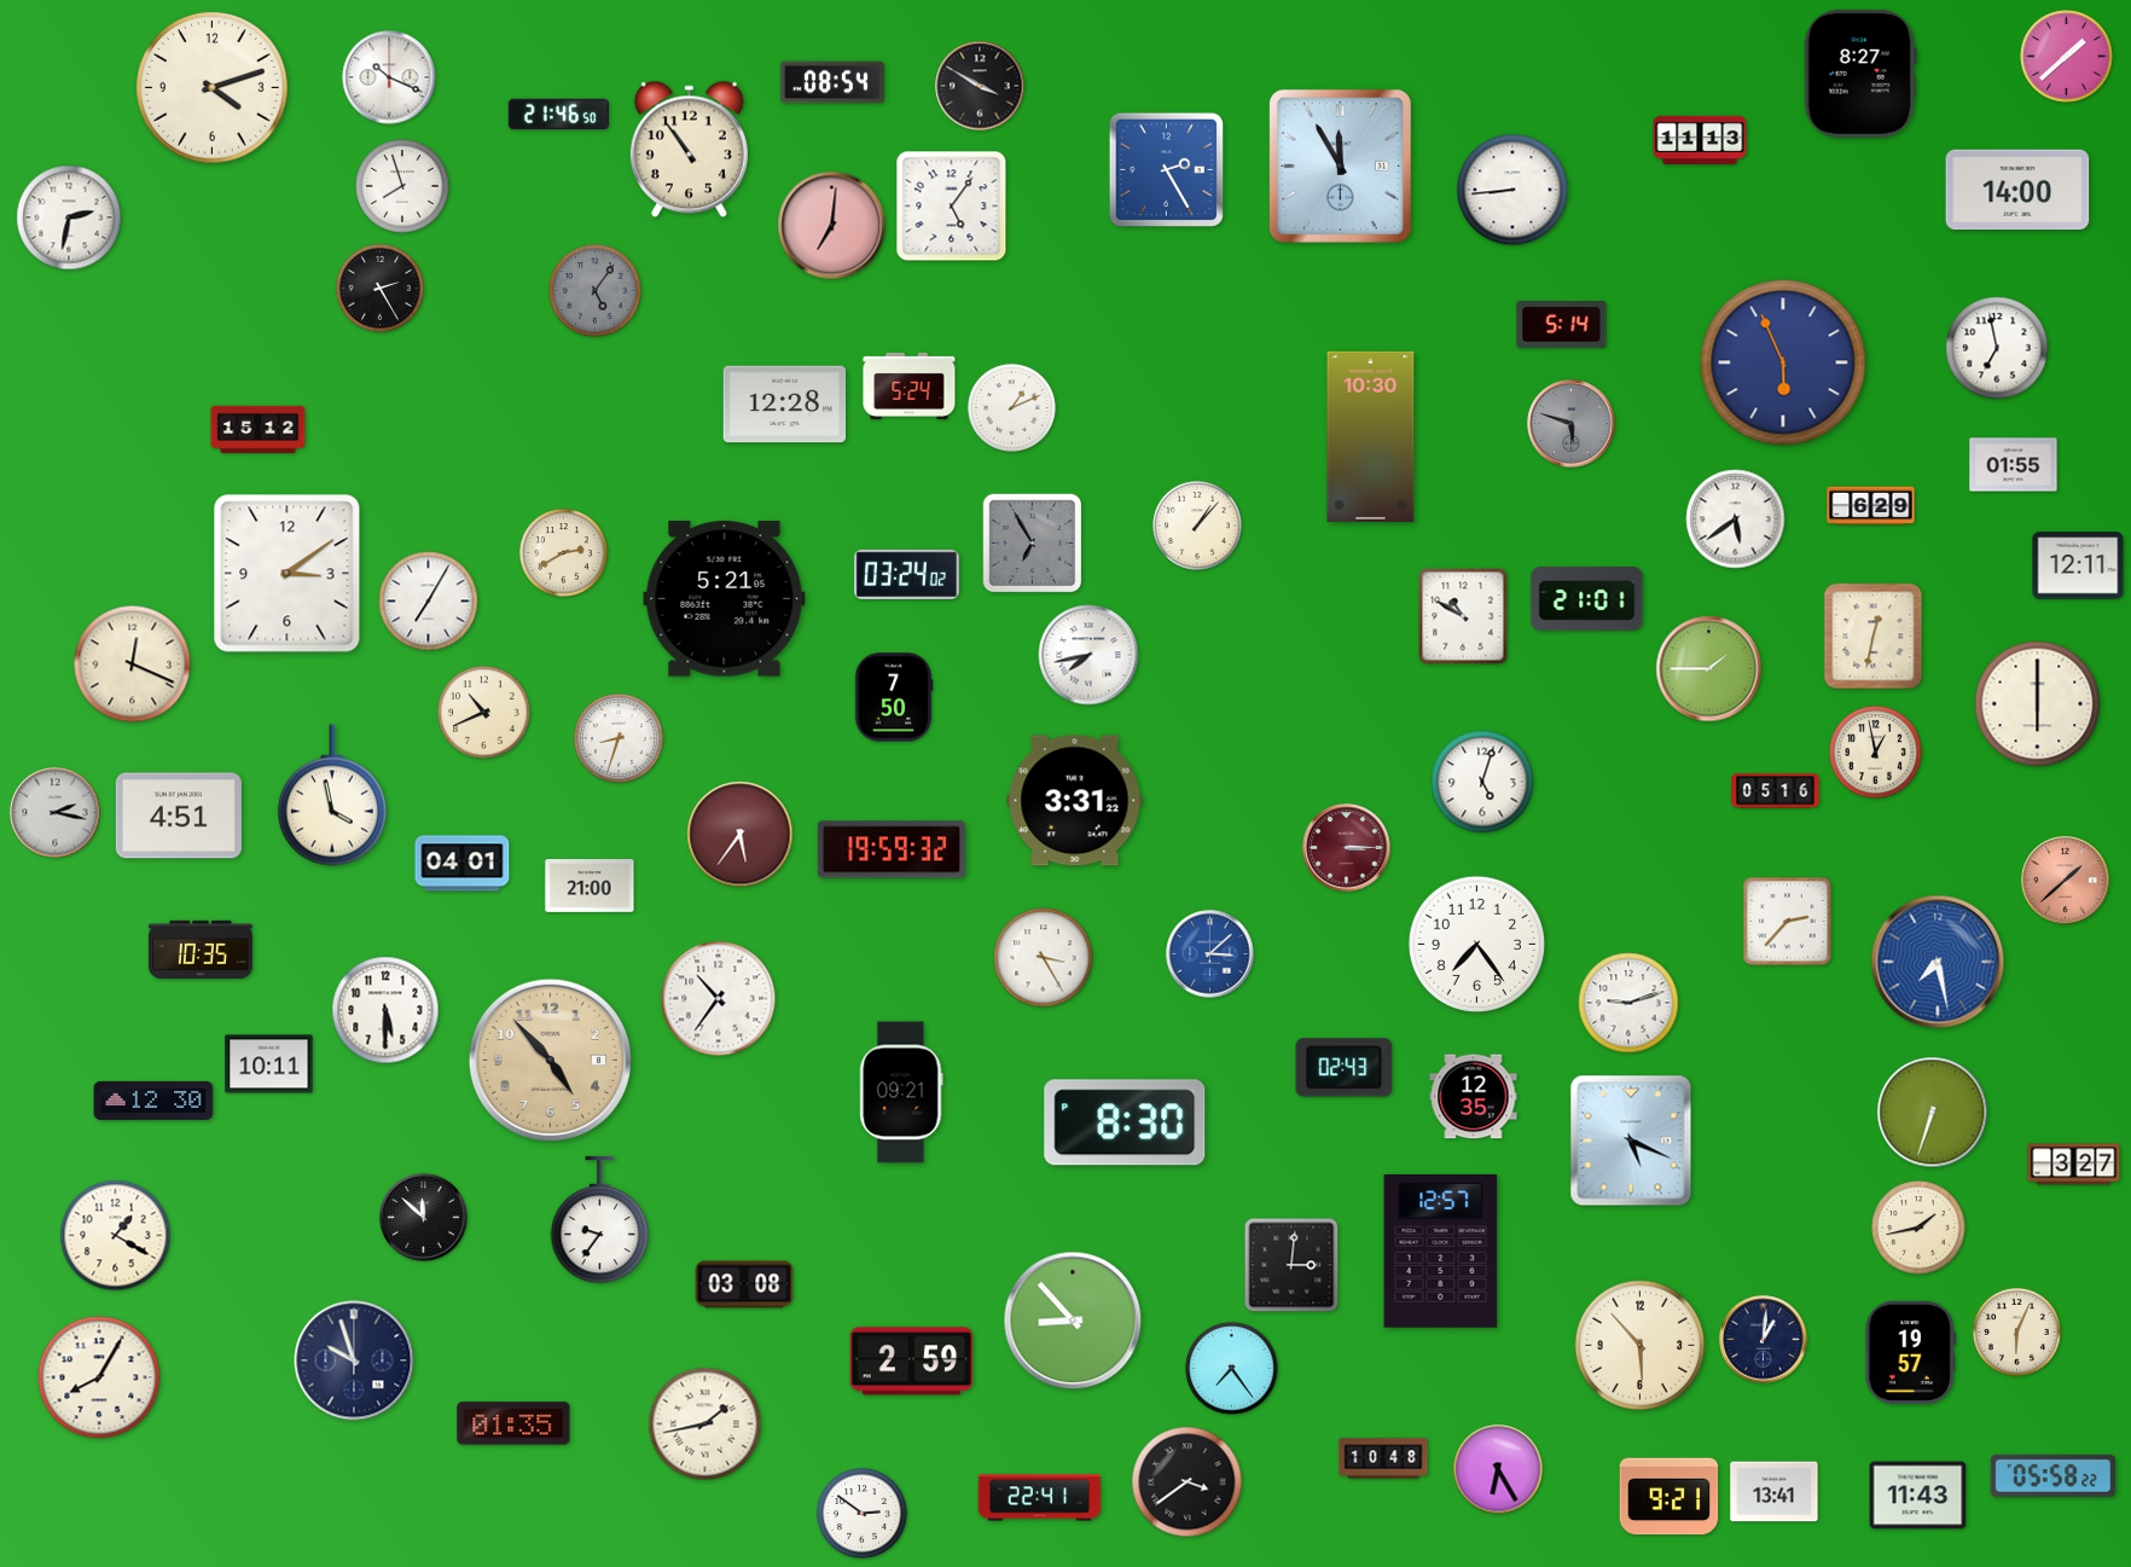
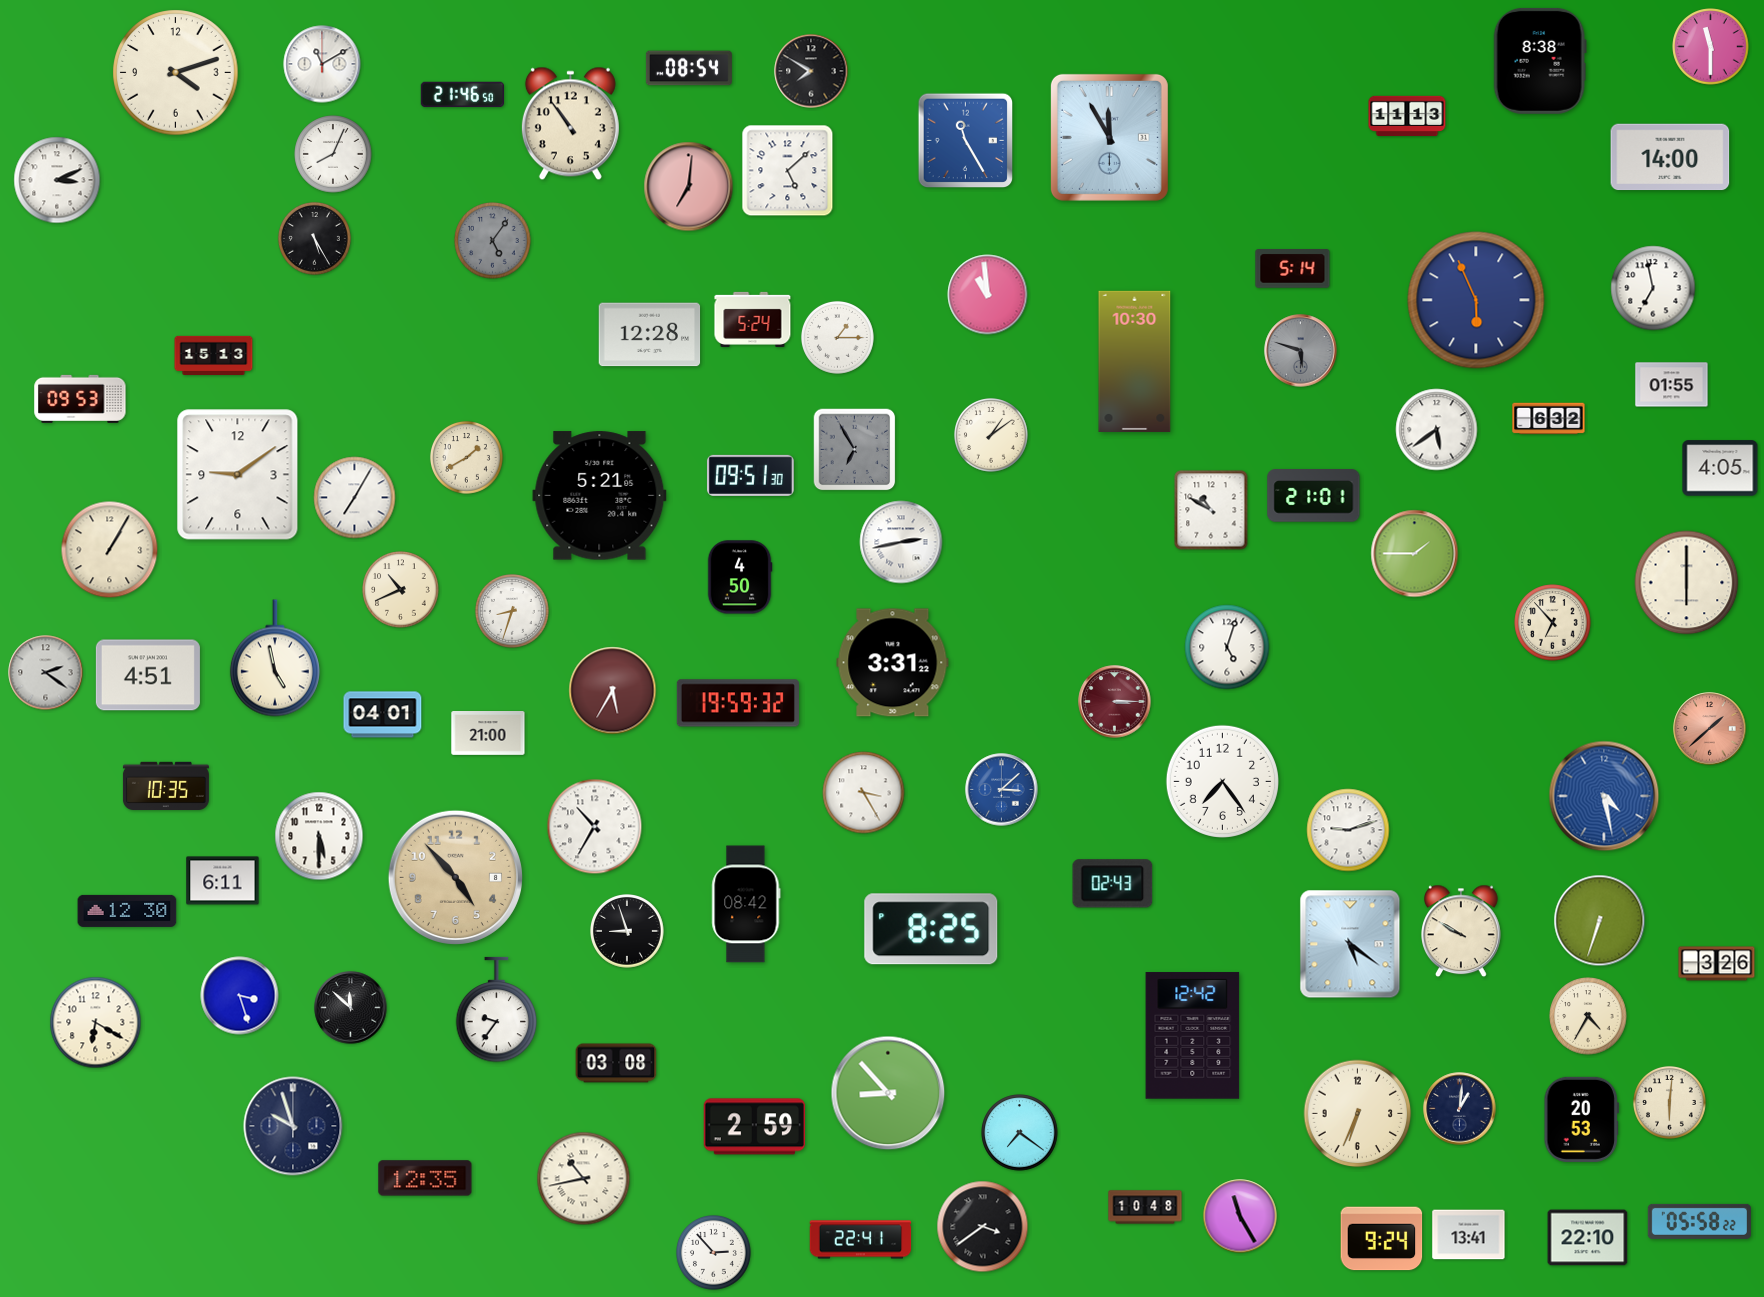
clock at (2067, 57): 1:38 -> 11:30
clock at (1860, 74): 8:27 -> 8:38
clock at (389, 77): 10:19 -> 11:10
clock at (980, 86): 3:50 -> 7:50
clock at (1167, 170): 2:25 -> 11:25
clock at (402, 186): 7:57 -> 8:04
clock at (1512, 190): 8:44 -> none
clock at (952, 207): 5:06 -> 5:08
clock at (69, 217): 2:32 -> 3:11
clock at (379, 288): 2:25 -> 5:25
clock at (988, 295): none -> 10:59
clock at (1011, 407): 1:11 -> 1:15
clock at (259, 429): 15:12 -> 15:13
clock at (2014, 465) position: (2014, 465) -> (1672, 385)
clock at (80, 399): none -> 09:53
clock at (1871, 506): 6:29 -> 6:32
clock at (1198, 527): 1:07 -> 1:09
clock at (563, 552): 2:40 -> 1:40
clock at (2078, 565): 12:11 -> 4:05
clock at (288, 574): 3:09 -> 9:09
clock at (906, 574): 03:24 -> 09:51
clock at (1874, 637): 12:32 -> none
clock at (1088, 655): 7:43 -> 2:43
clock at (133, 664): 12:19 -> 1:05
clock at (894, 697): 7:50 -> 4:50
clock at (1876, 753): 12:58 -> 6:53
clock at (1776, 791): 05:16 -> none
clock at (332, 795): 3:58 -> 4:58
clock at (1075, 801) position: (1075, 801) -> (893, 663)
clock at (56, 813): 2:17 -> 2:21
clock at (741, 835): 5:36 -> 5:35
clock at (1788, 922): 2:37 -> none
clock at (1938, 962): 7:28 -> 4:28
clock at (719, 999): 10:36 -> 10:35
clock at (269, 1064): 10:11 -> 6:11
clock at (901, 1092): 09:21 -> 08:42
clock at (1474, 1097): 12:35 -> none
clock at (1125, 1122): 8:30 -> 8:25
clock at (1462, 931): none -> 9:50
clock at (628, 932): none -> 8:57
clock at (1631, 1141): 5:19 -> 5:21
clock at (2074, 1165): 3:27 -> 3:26
clock at (240, 996): none -> 3:27
clock at (1918, 1228): 1:43 -> 4:35
clock at (116, 1236): 1:20 -> 6:20
clock at (1441, 1252): 12:57 -> 12:42
clock at (1291, 1265): 3:01 -> none
clock at (2016, 1331): 6:04 -> 6:01
clock at (1641, 1346): 5:53 -> 6:34
clock at (1910, 1352): 19:57 -> 20:53
clock at (1232, 1369): 7:24 -> 7:21
clock at (99, 1377): 8:05 -> none
clock at (513, 1423): 01:35 -> 12:35
clock at (706, 1424): 1:43 -> 10:43
clock at (1498, 1469): 6:25 -> 11:25
clock at (1918, 1496): 11:43 -> 22:10
clock at (1670, 1497): 9:21 -> 9:24
clock at (863, 1514): 2:51 -> 2:53
